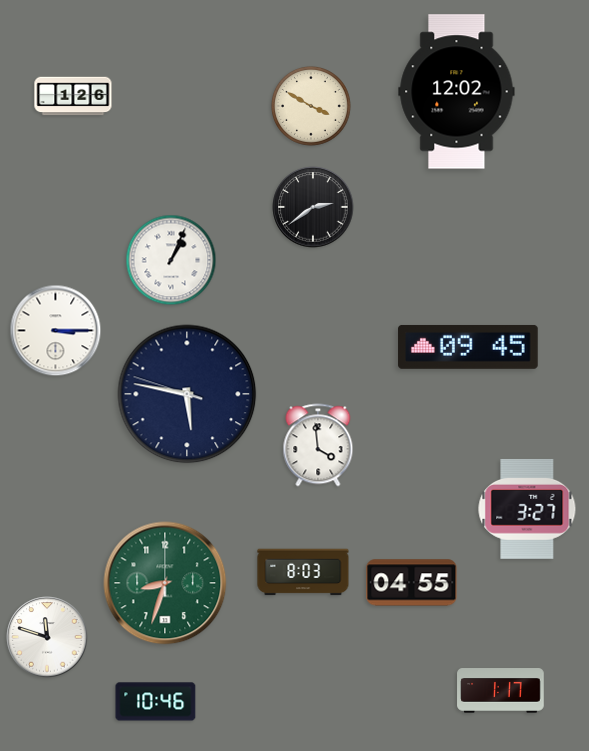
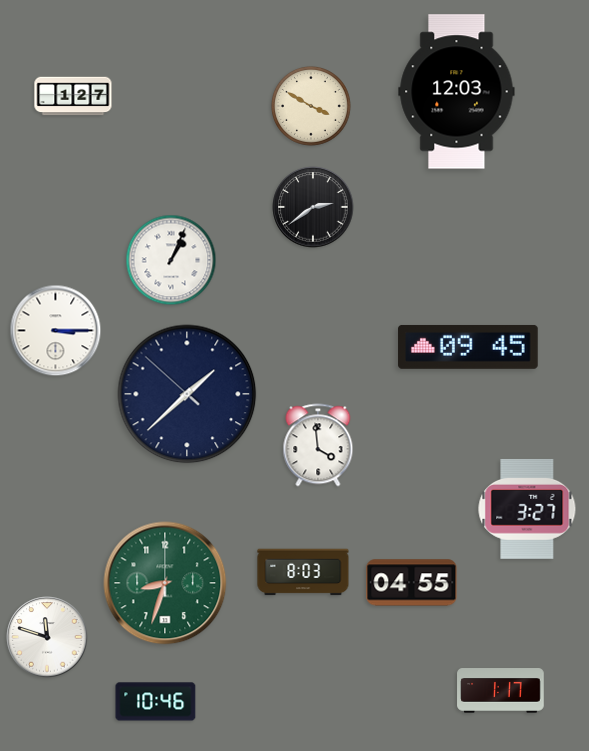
clock at (457, 92): 12:02 -> 12:03
clock at (73, 96): 1:26 -> 1:27
clock at (187, 394): 5:46 -> 1:37
